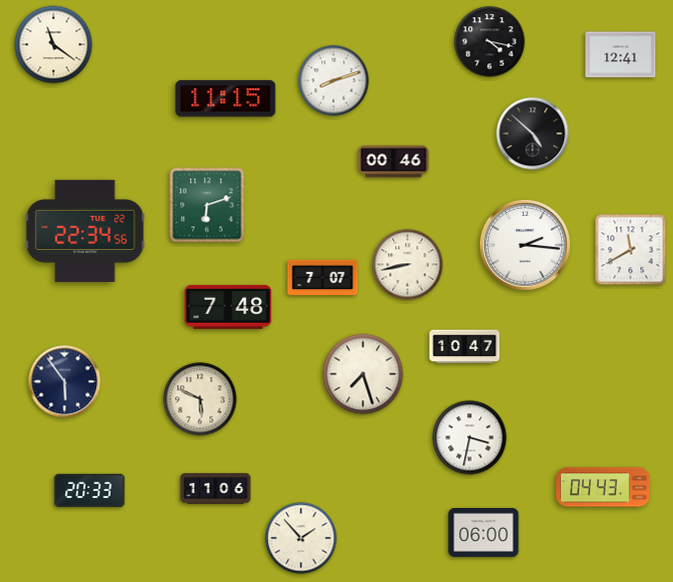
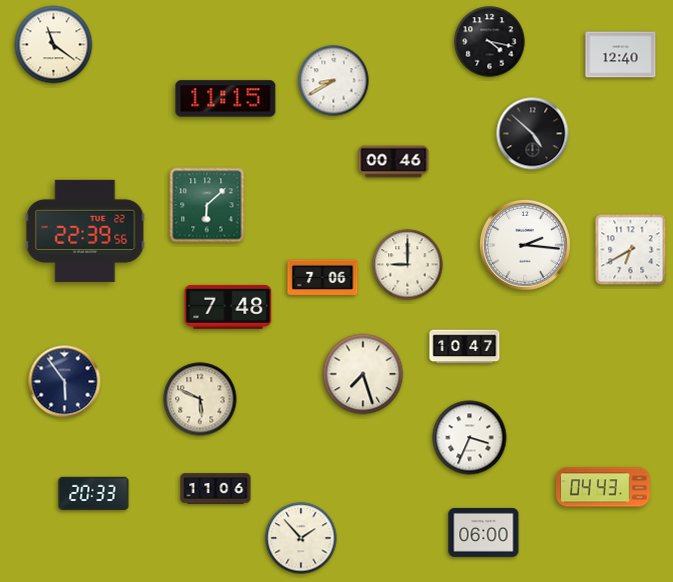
clock at (621, 55): 12:41 -> 12:40
clock at (334, 81): 8:12 -> 8:40
clock at (207, 205): 6:12 -> 6:08
clock at (85, 231): 22:34 -> 22:39
clock at (631, 250): 11:40 -> 6:40
clock at (408, 265): 8:43 -> 9:00
clock at (323, 278): 7:07 -> 7:06
clock at (470, 438): 3:32 -> 3:34
clock at (90, 491) position: (90, 491) -> (94, 494)
